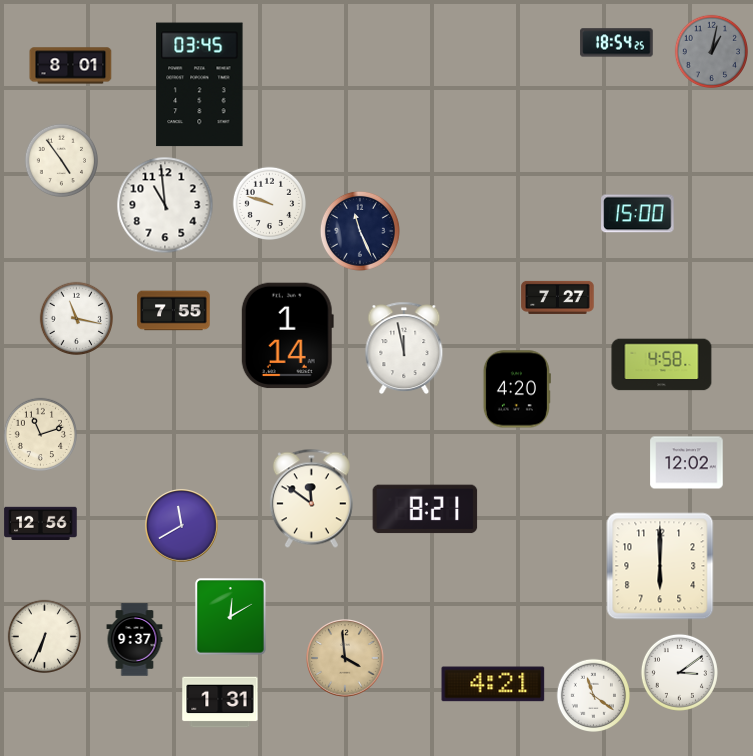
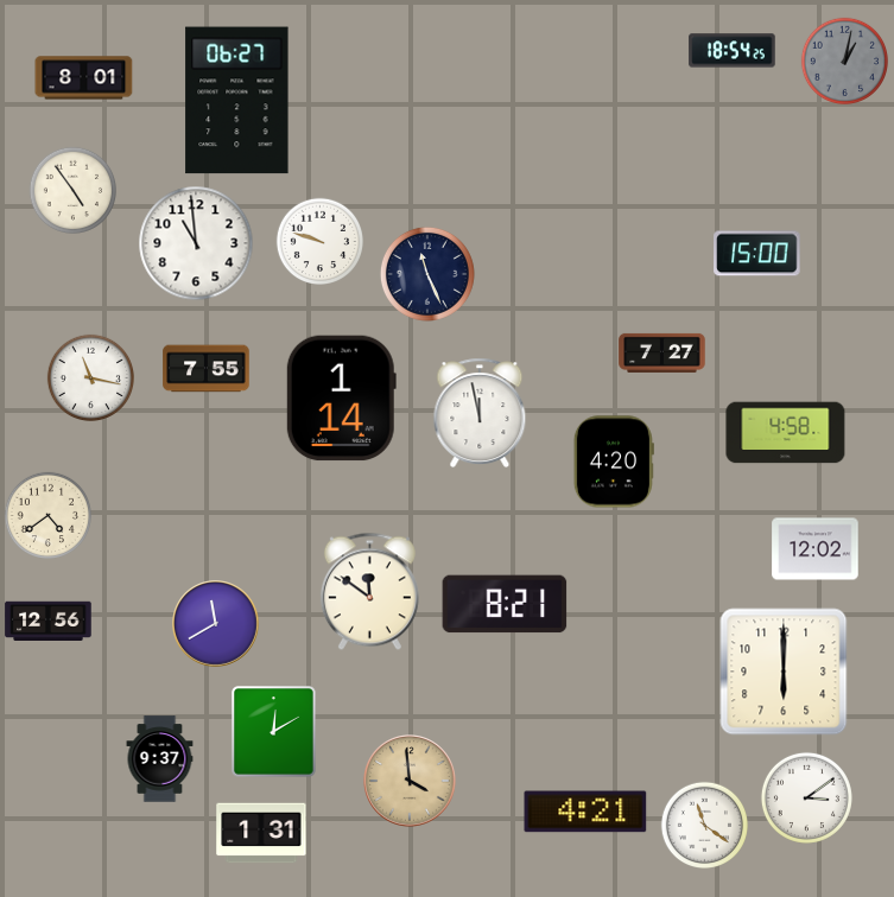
clock at (200, 85): 03:45 -> 06:27
clock at (40, 434): 11:12 -> 4:39
clock at (44, 636): 6:34 -> none
